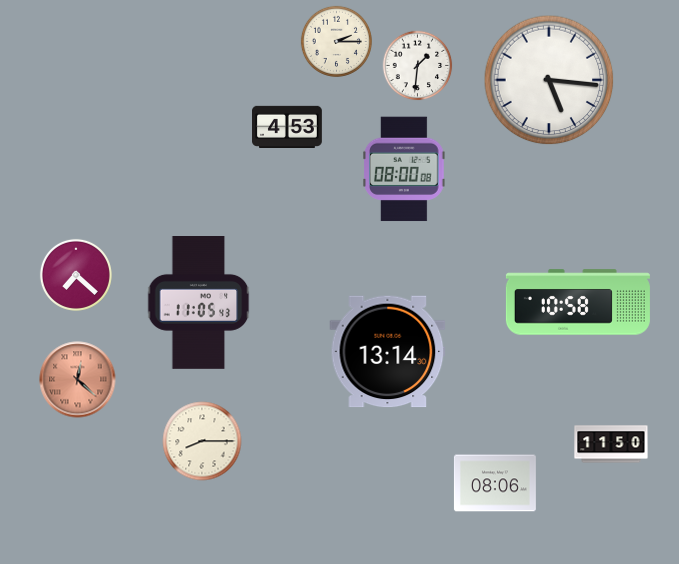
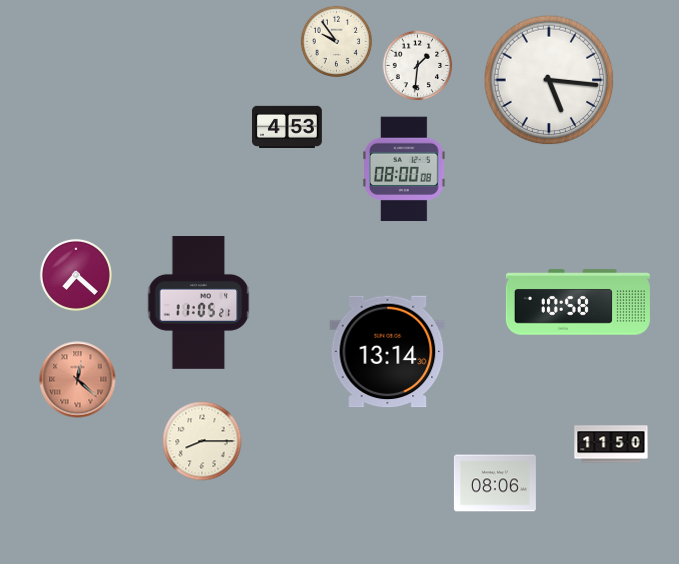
clock at (336, 41): 2:15 -> 9:54
clock at (199, 303): 11:05:43 -> 11:05:21
